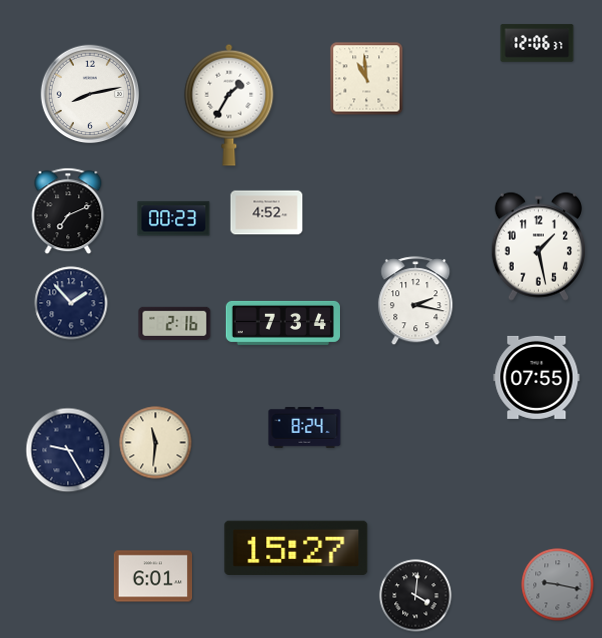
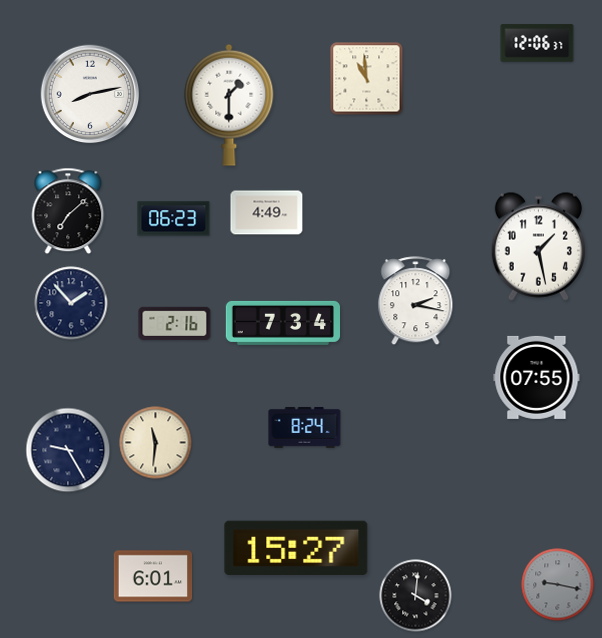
clock at (229, 105): 1:35 -> 1:30
clock at (68, 211): 7:11 -> 7:08
clock at (267, 213): 4:52 -> 4:49
clock at (174, 219): 00:23 -> 06:23
